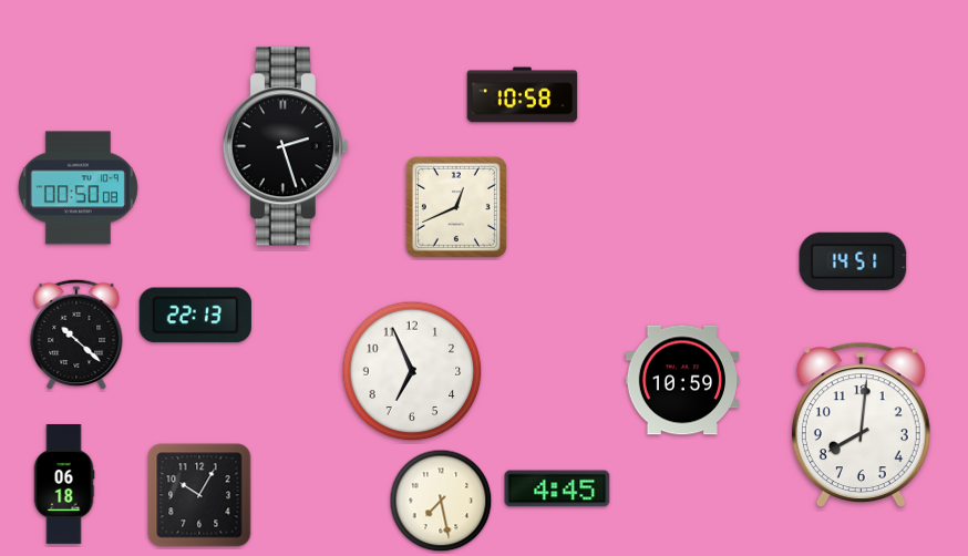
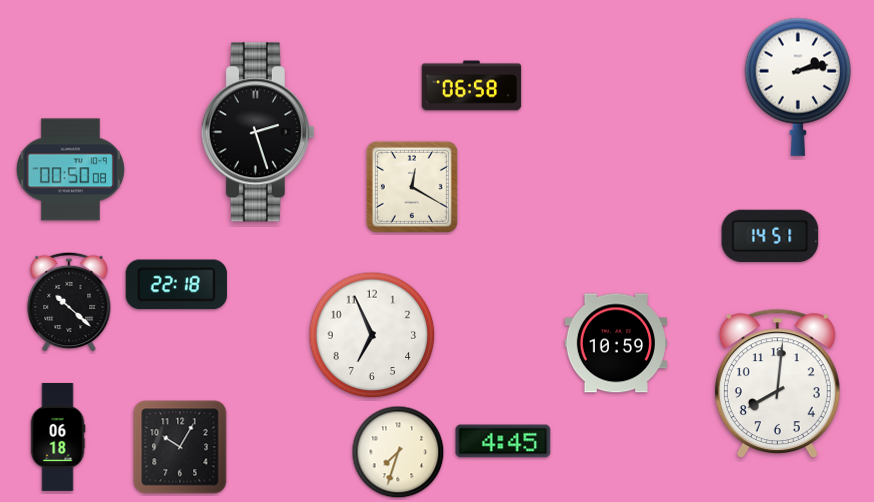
clock at (523, 95): 10:58 -> 06:58
clock at (797, 87): none -> 2:13
clock at (456, 207): 12:41 -> 12:20
clock at (195, 316): 22:13 -> 22:18
clock at (441, 501): 7:28 -> 7:33
